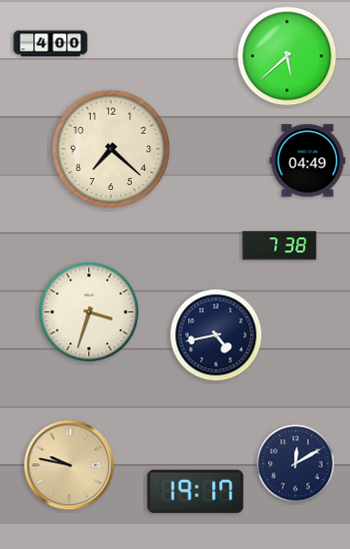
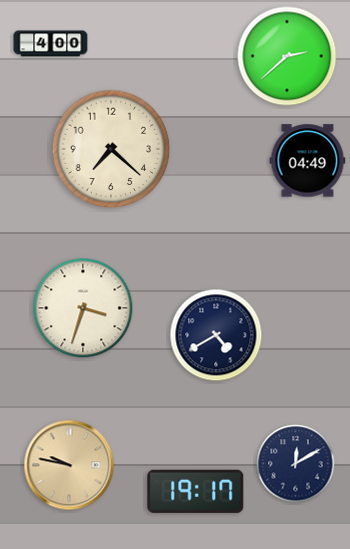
clock at (287, 56): 5:38 -> 2:38
clock at (280, 246): 7:38 -> none
clock at (89, 312) position: (89, 312) -> (83, 308)
clock at (216, 335): 4:43 -> 4:40
